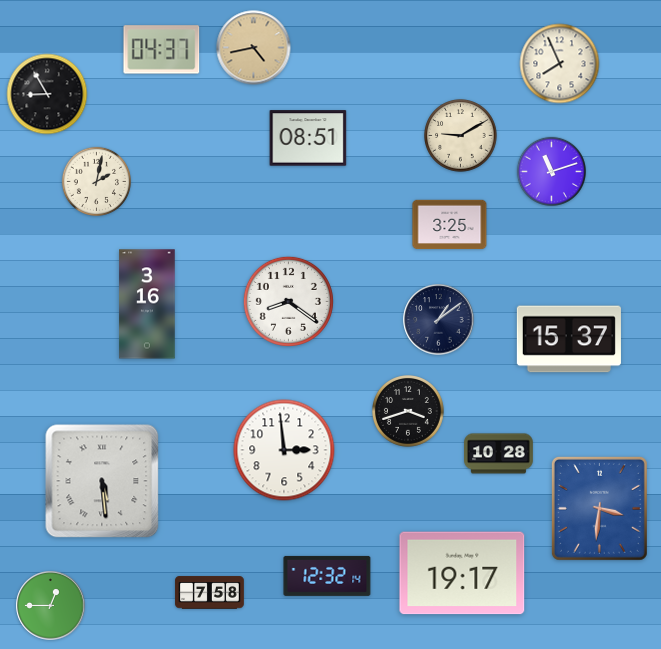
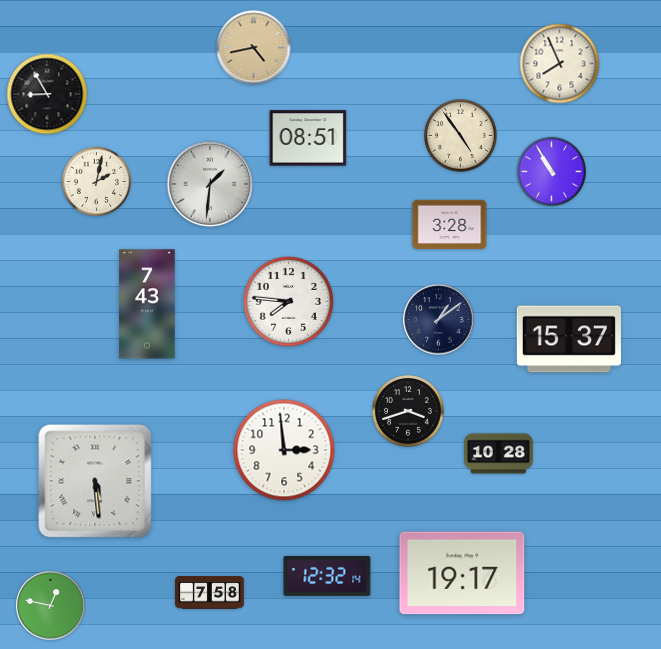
clock at (162, 50): 04:37 -> none
clock at (461, 136): 9:10 -> 4:54
clock at (551, 171): 11:12 -> 10:55
clock at (210, 184): none -> 1:31
clock at (450, 225): 3:25 -> 3:28
clock at (288, 301): 8:21 -> 7:46
clock at (147, 304): 3:16 -> 7:43
clock at (102, 481) position: (102, 481) -> (95, 481)
clock at (599, 508): 3:31 -> none
clock at (51, 606): 12:45 -> 12:47
